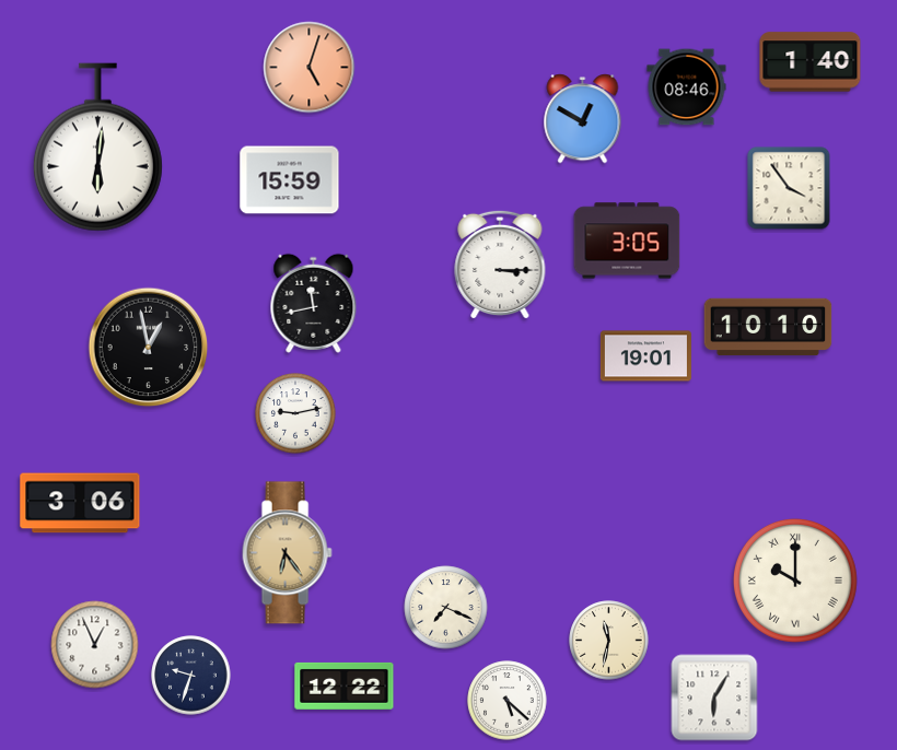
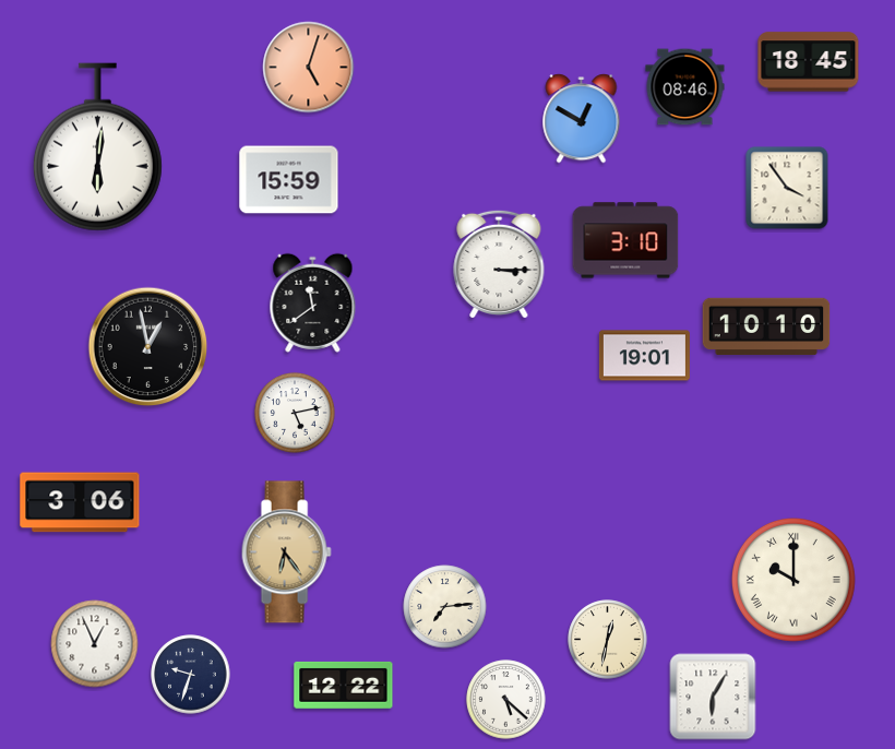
clock at (811, 62): 1:40 -> 18:45
clock at (627, 241): 3:05 -> 3:10
clock at (314, 303): 11:43 -> 11:39
clock at (295, 413): 9:13 -> 5:13
clock at (446, 608): 7:19 -> 7:14
clock at (609, 641): 11:32 -> 12:32
